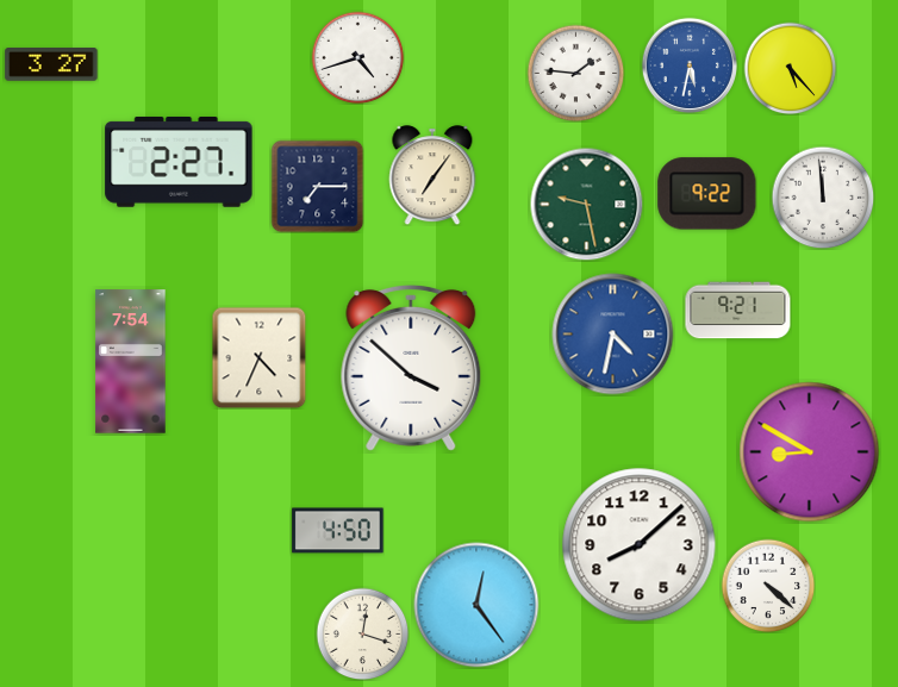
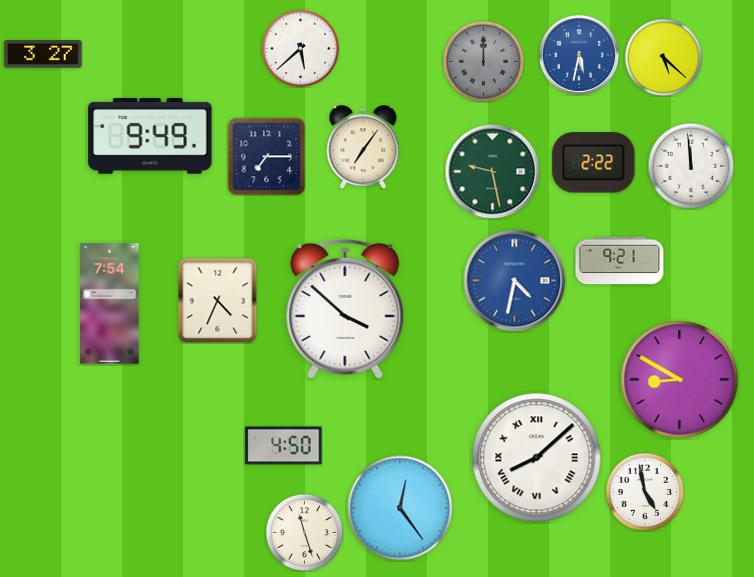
clock at (357, 57): 4:42 -> 5:38
clock at (790, 68): 5:23 -> 5:22
clock at (575, 73): 1:46 -> 12:00
clock at (575, 73) dial: white -> grey
clock at (179, 162): 2:27 -> 9:49
clock at (707, 194): 9:22 -> 2:22
clock at (640, 545) numerals: Arabic -> Roman
clock at (768, 586): 4:22 -> 4:58
clock at (362, 633): 12:18 -> 11:27
